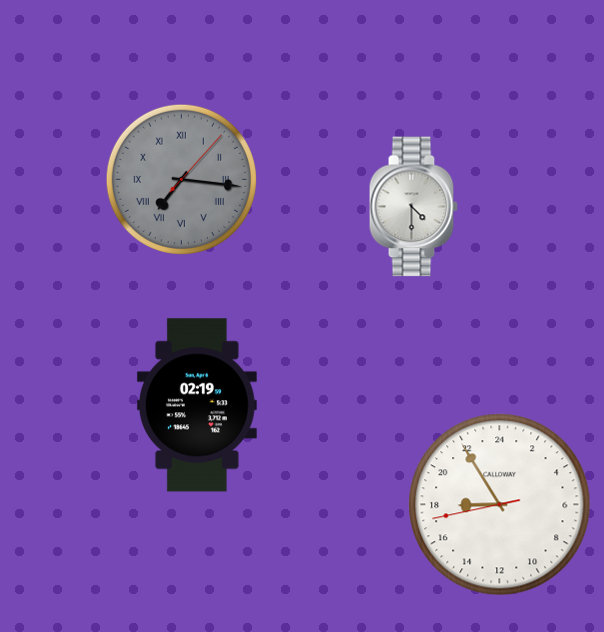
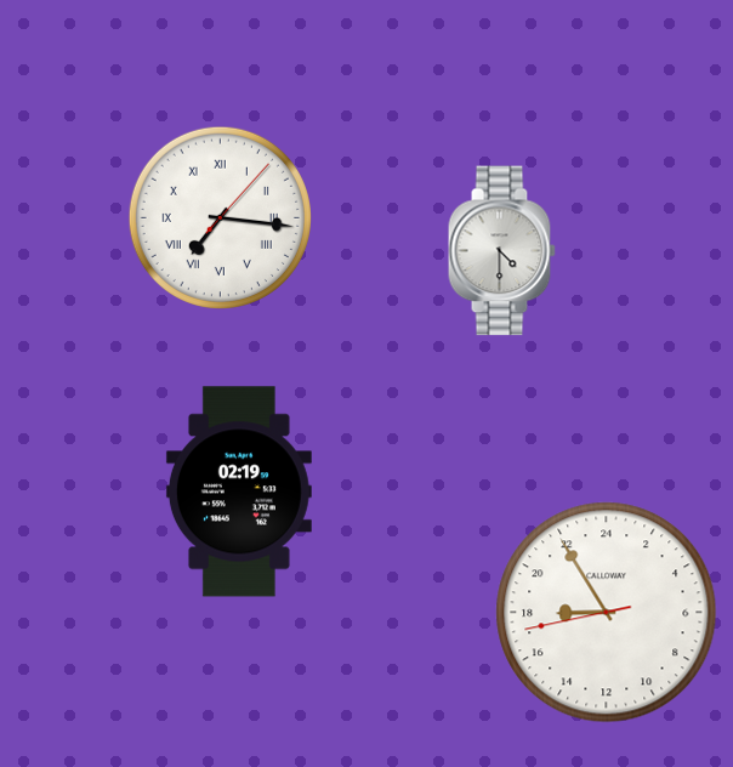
clock at (181, 179) dial: grey -> white
